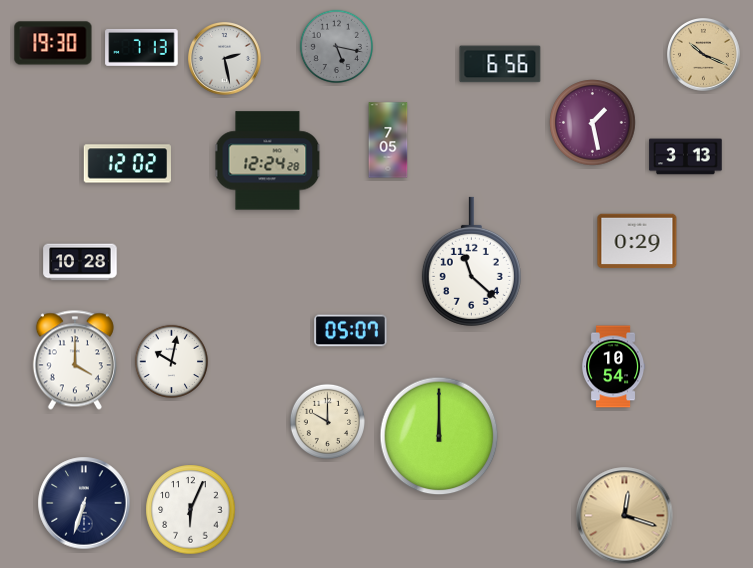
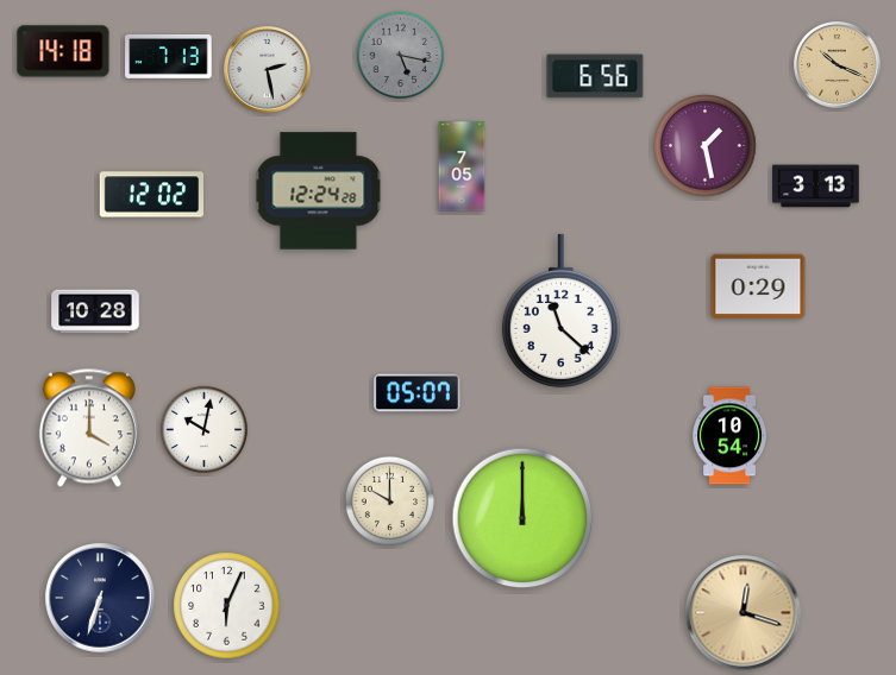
clock at (53, 43): 19:30 -> 14:18
